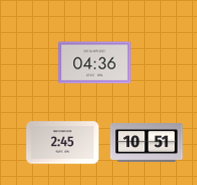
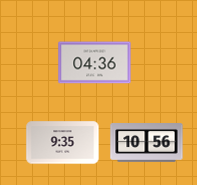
clock at (63, 143): 2:45 -> 9:35
clock at (147, 143): 10:51 -> 10:56
